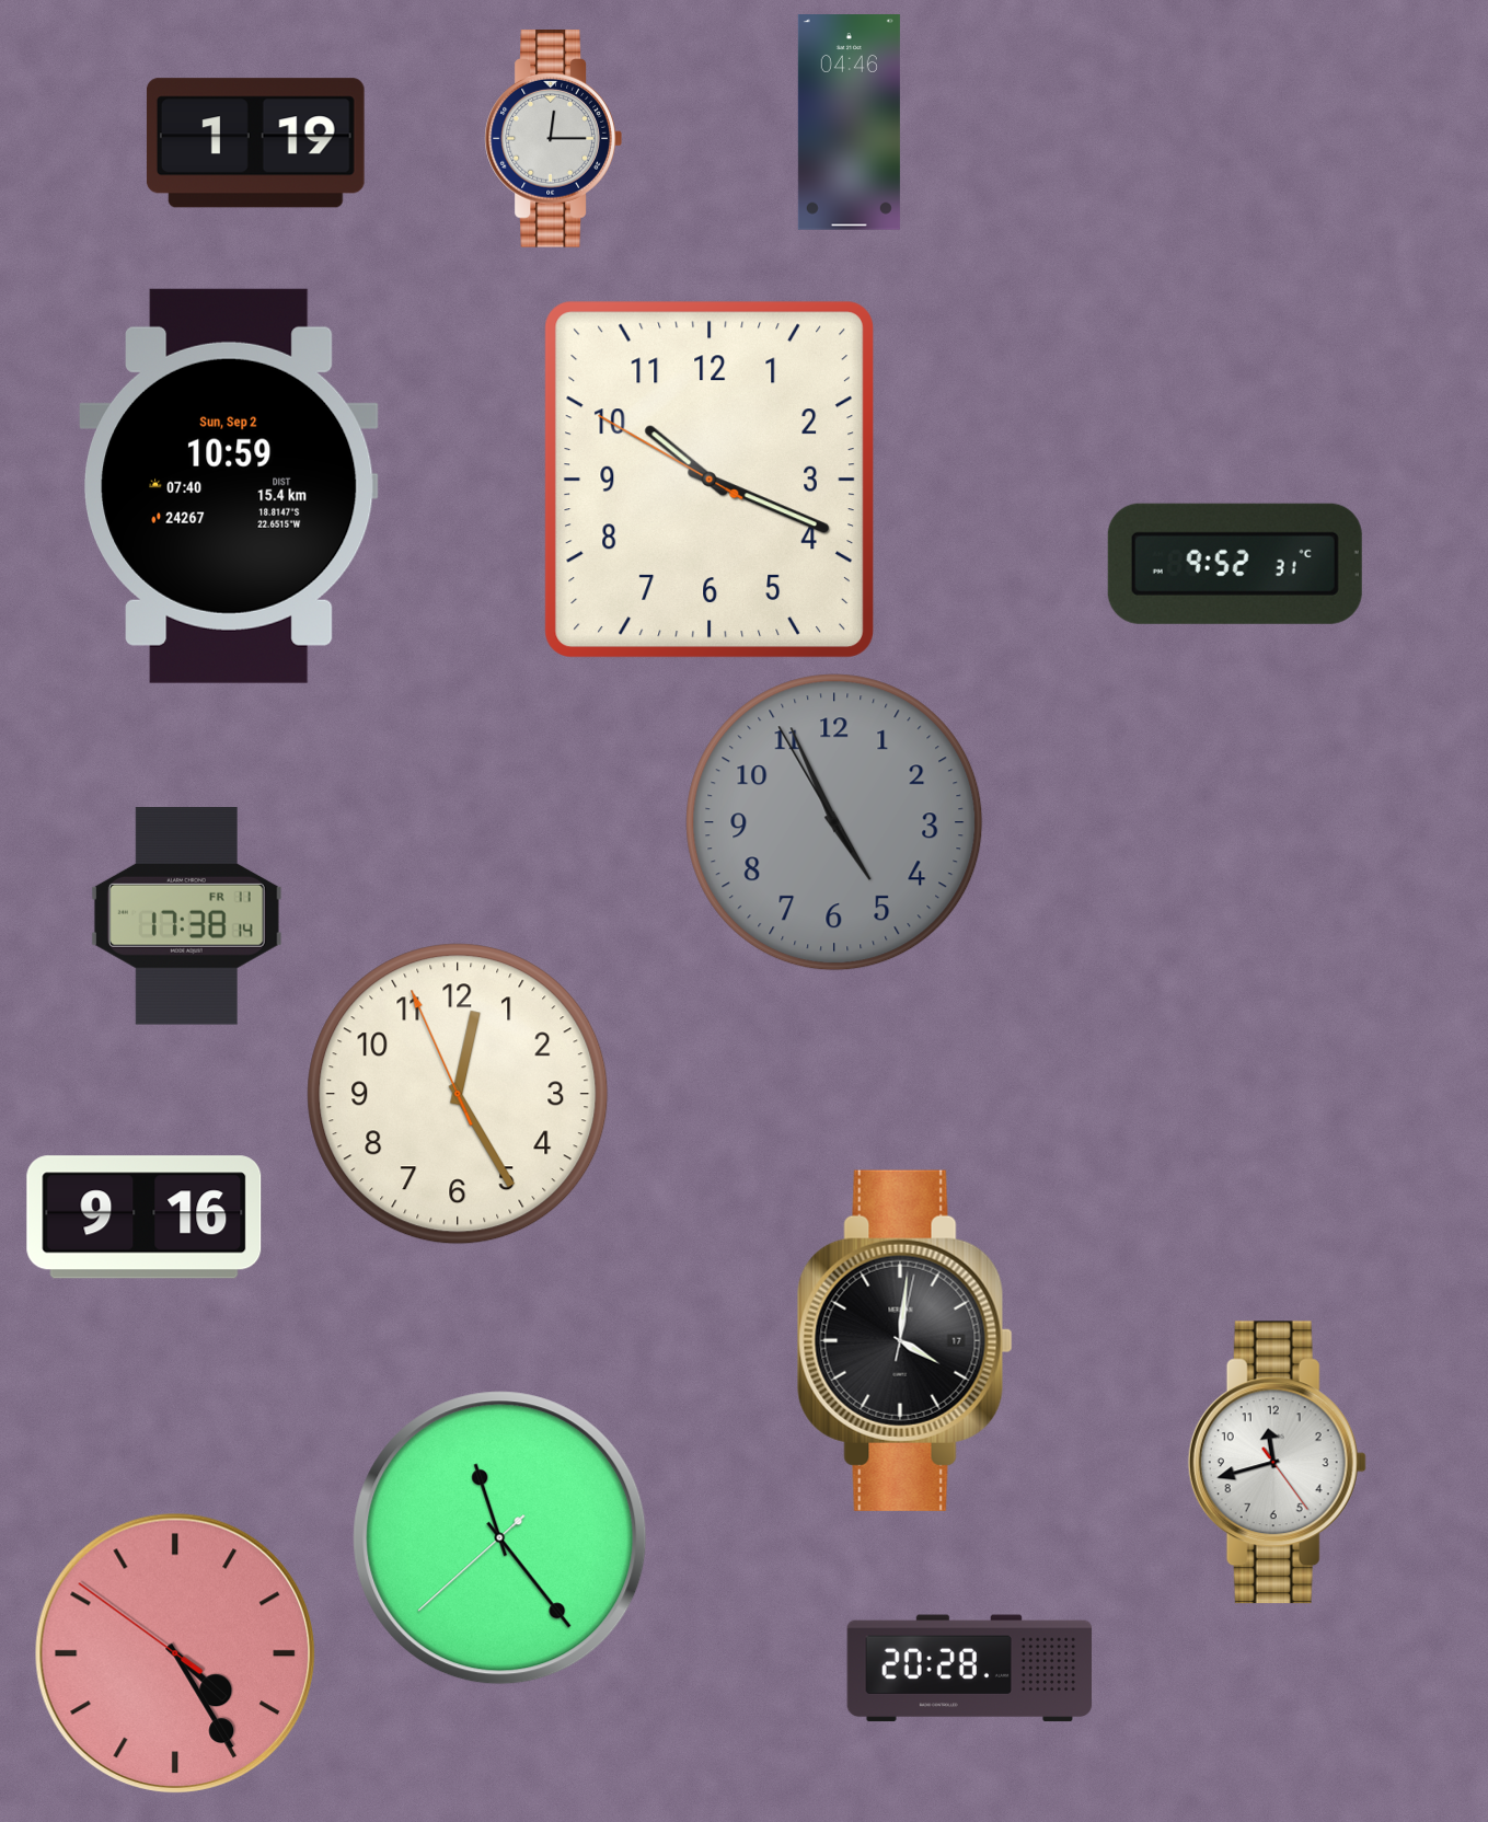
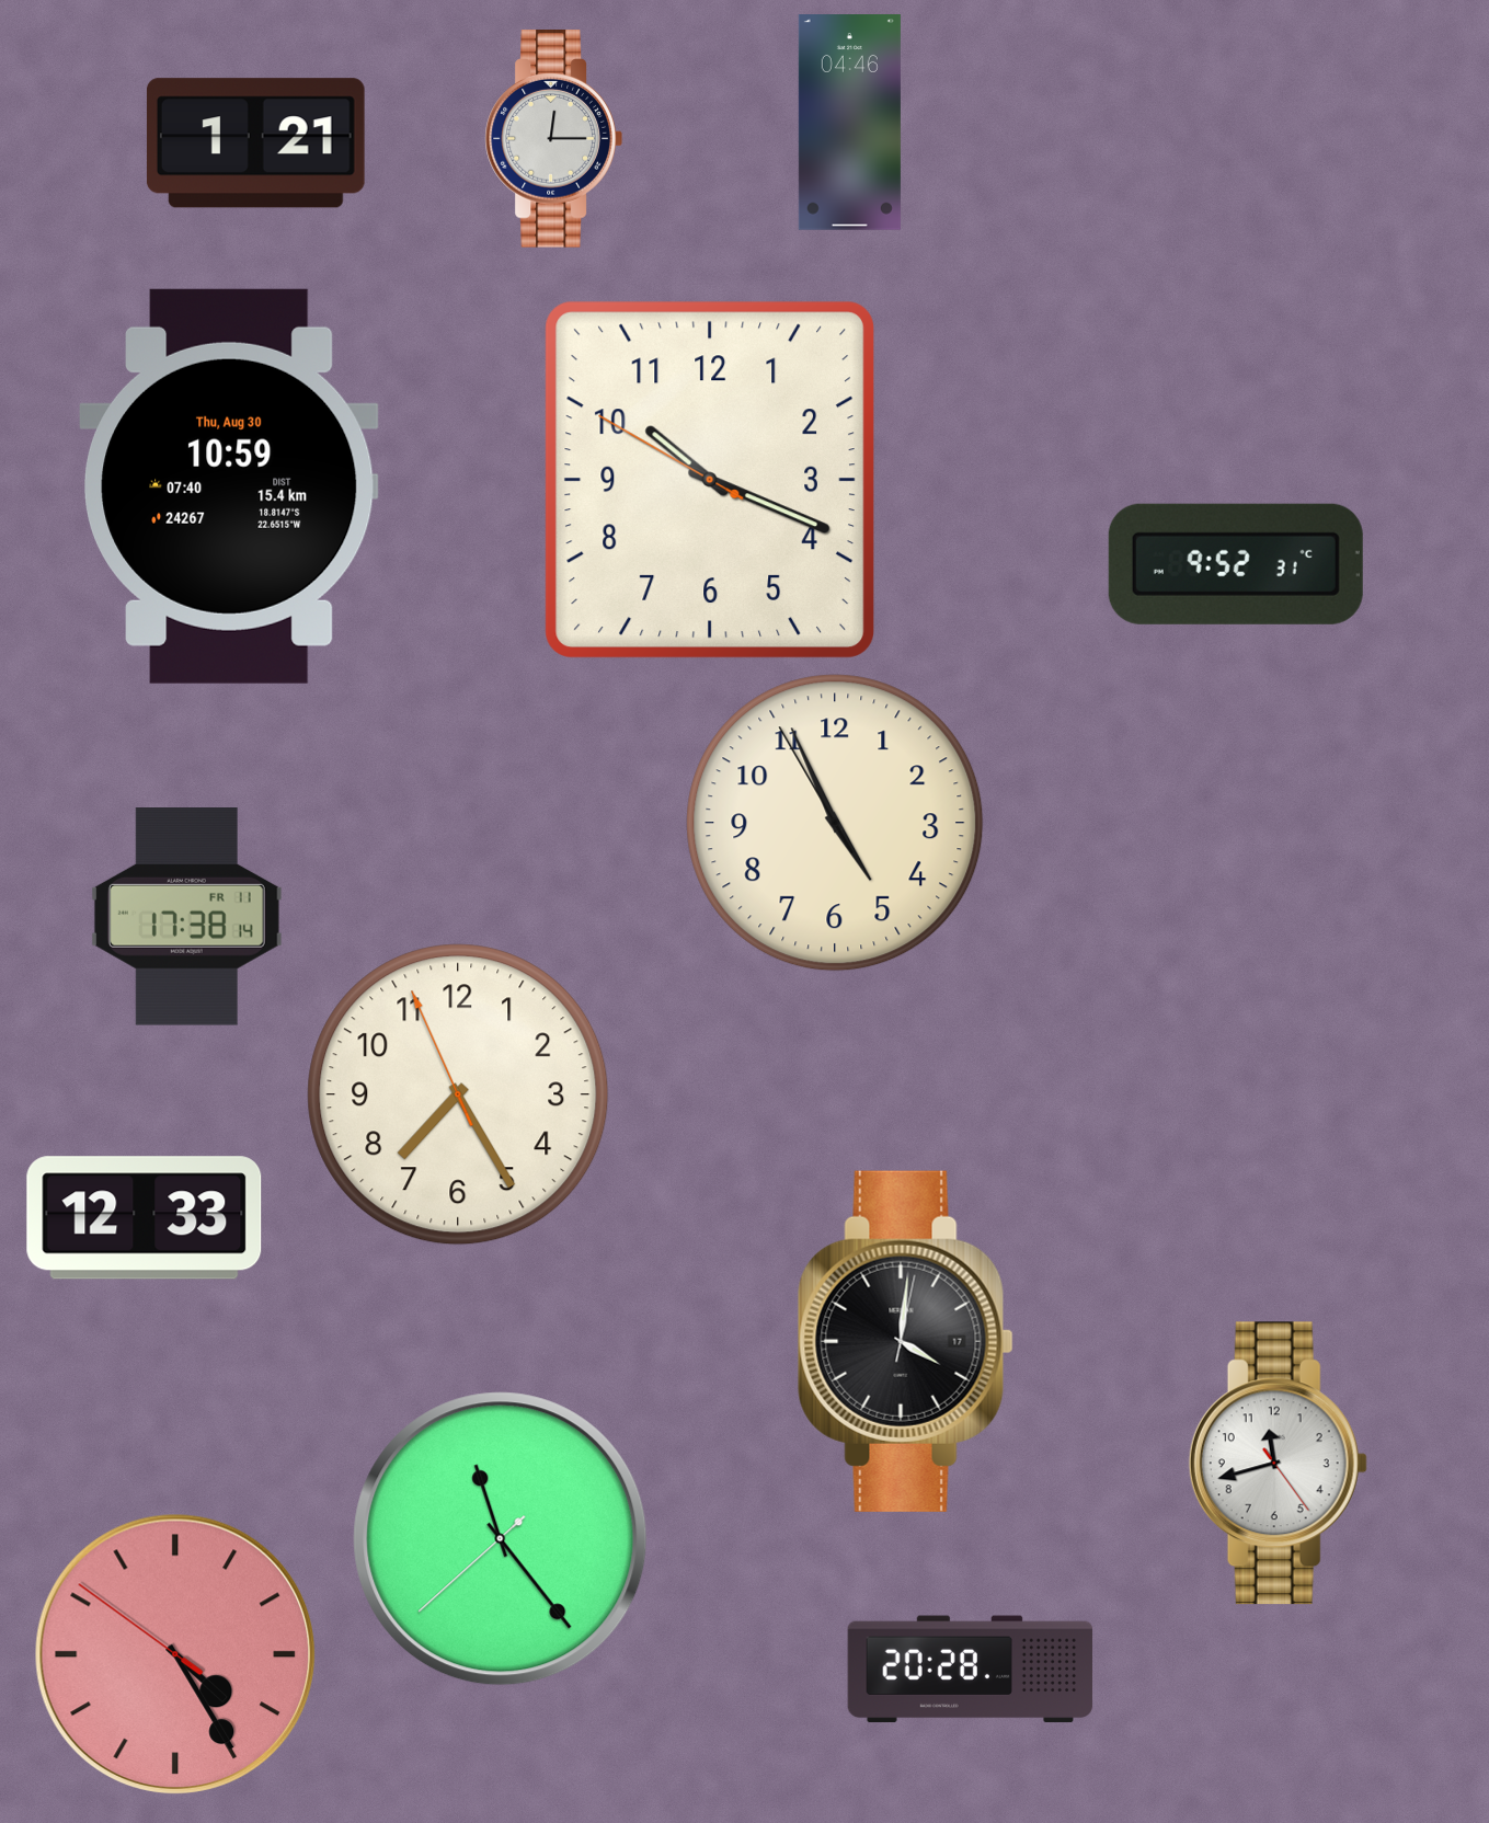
clock at (255, 143): 1:19 -> 1:21
clock at (229, 486) date: Sun, Sep 2 -> Thu, Aug 30
clock at (834, 822) dial: grey -> cream
clock at (458, 1094): 12:24 -> 7:24
clock at (145, 1218): 9:16 -> 12:33
